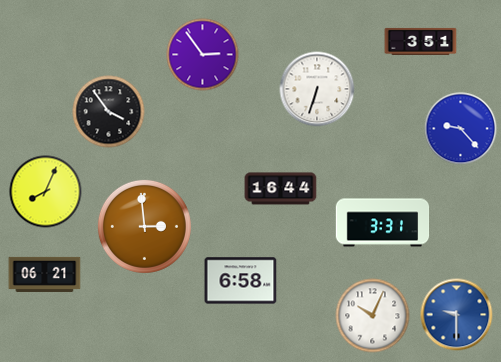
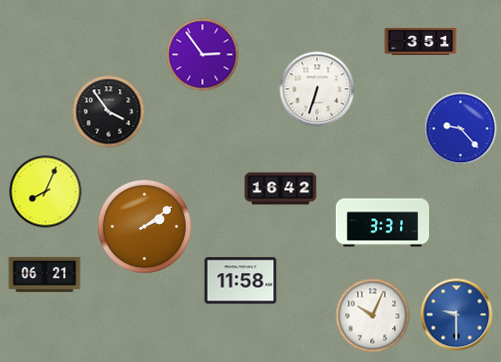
clock at (281, 189): 16:44 -> 16:42
clock at (144, 226): 2:59 -> 2:09
clock at (241, 281): 6:58 -> 11:58
